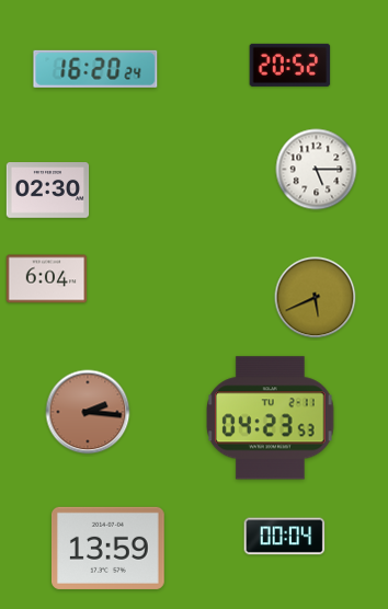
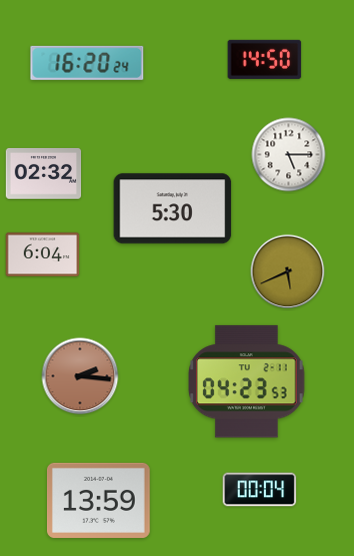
clock at (290, 65): 20:52 -> 14:50
clock at (48, 191): 02:30 -> 02:32
clock at (173, 209): none -> 5:30
